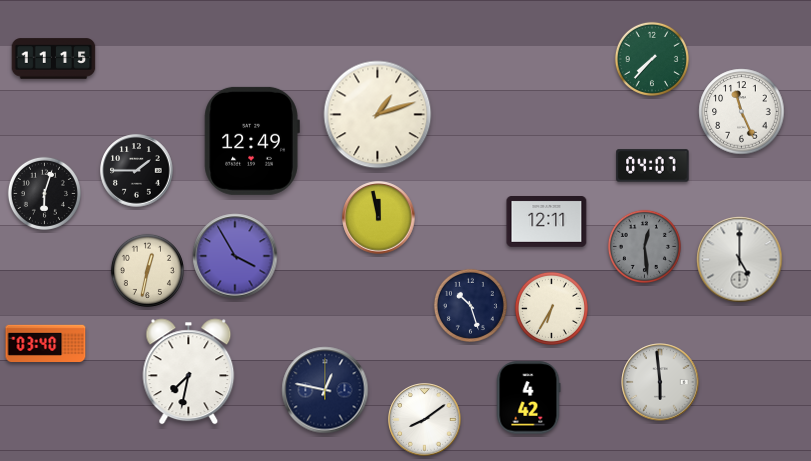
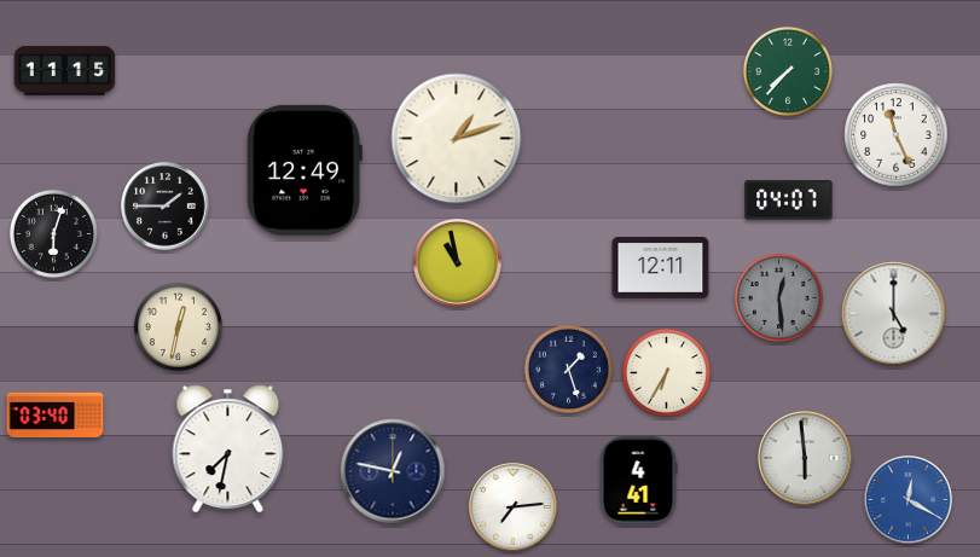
clock at (379, 218): 11:58 -> 10:58
clock at (235, 256): 3:55 -> none
clock at (470, 305): 10:27 -> 1:27
clock at (660, 382) position: (660, 382) -> (805, 458)
clock at (528, 398): 4:42 -> 4:41
clock at (909, 500): none -> 12:20
clock at (425, 420): 8:09 -> 7:14
